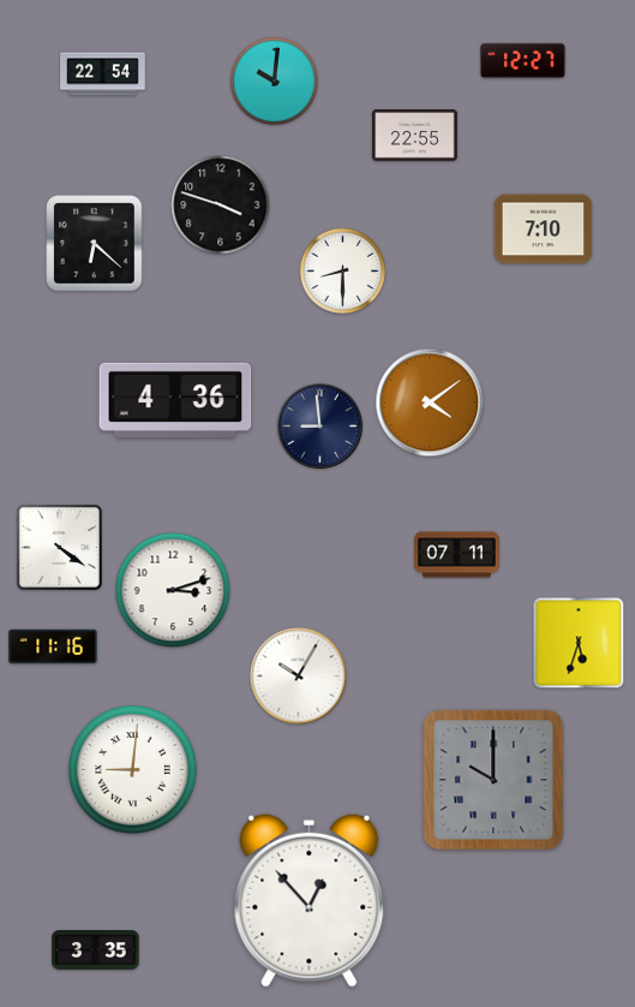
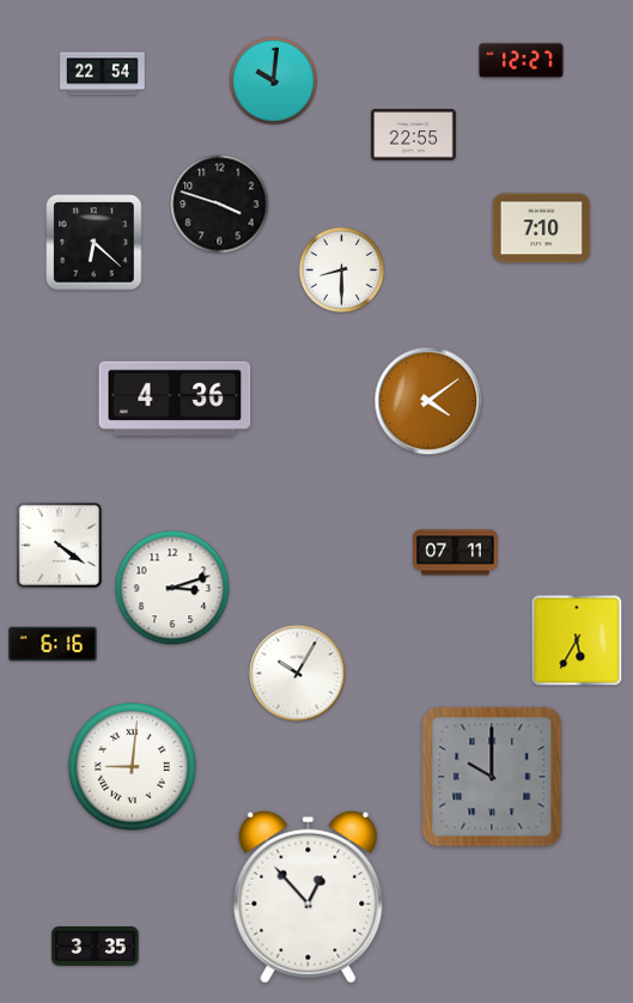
clock at (321, 427): 8:59 -> none
clock at (579, 643): 5:33 -> 5:35
clock at (53, 646): 11:16 -> 6:16
